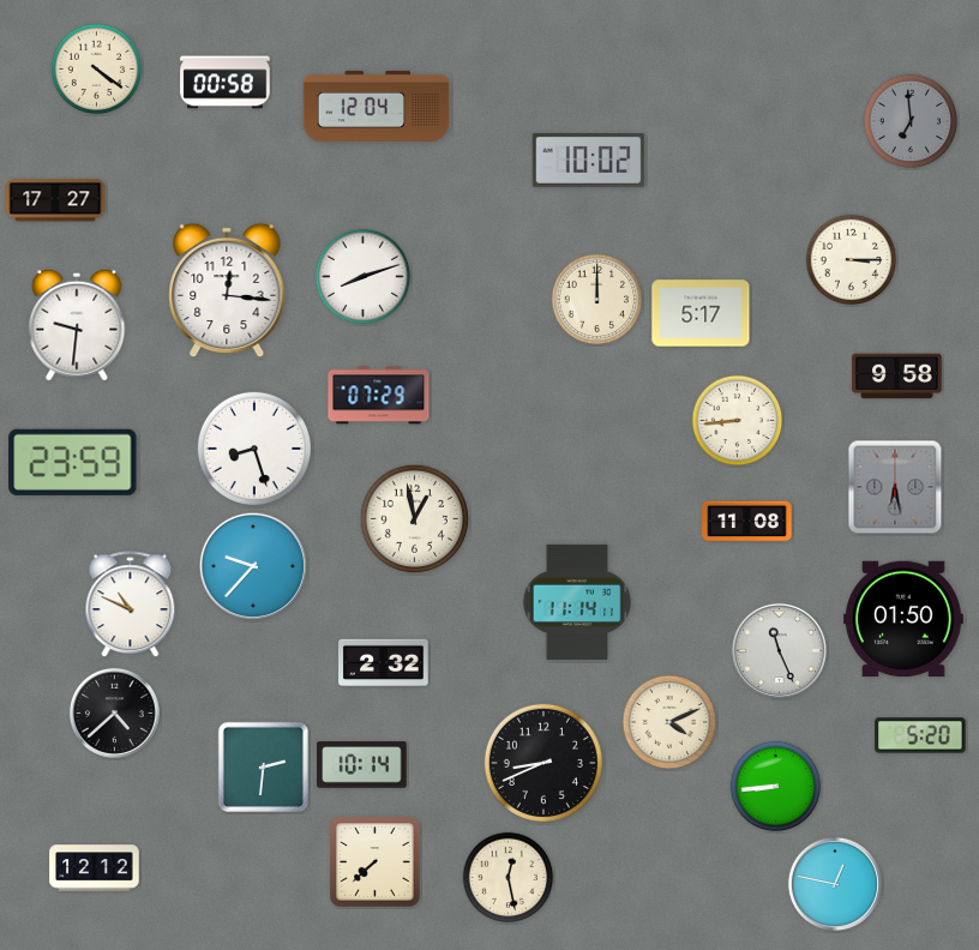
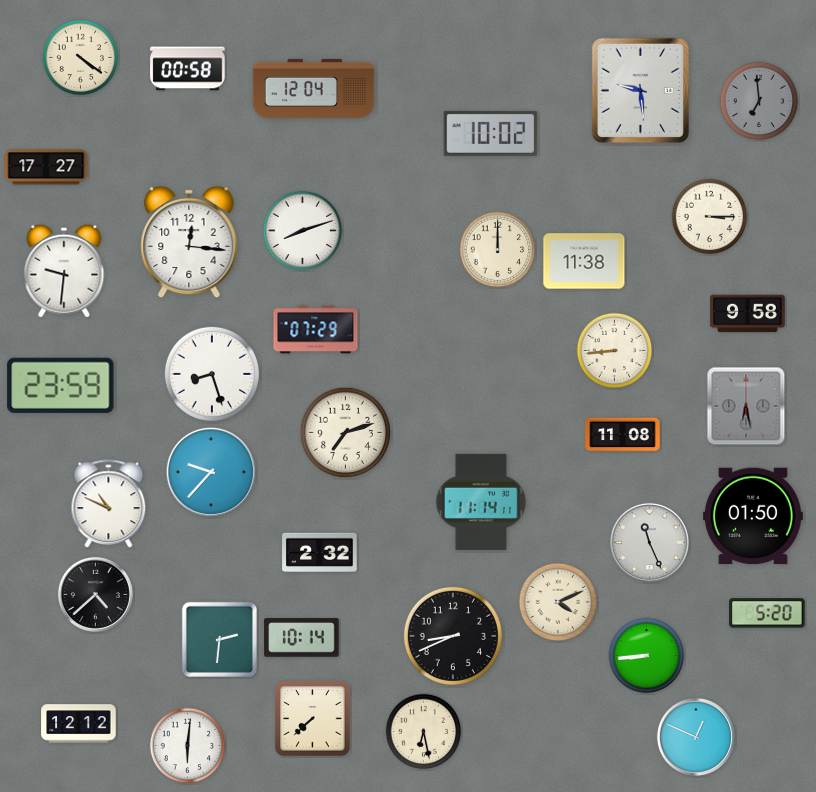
clock at (640, 90): none -> 9:29
clock at (701, 313): 5:17 -> 11:38
clock at (414, 518): 12:58 -> 7:12
clock at (509, 878): 12:28 -> 6:28
clock at (835, 884): 12:47 -> 12:49
clock at (188, 746): none -> 6:01
